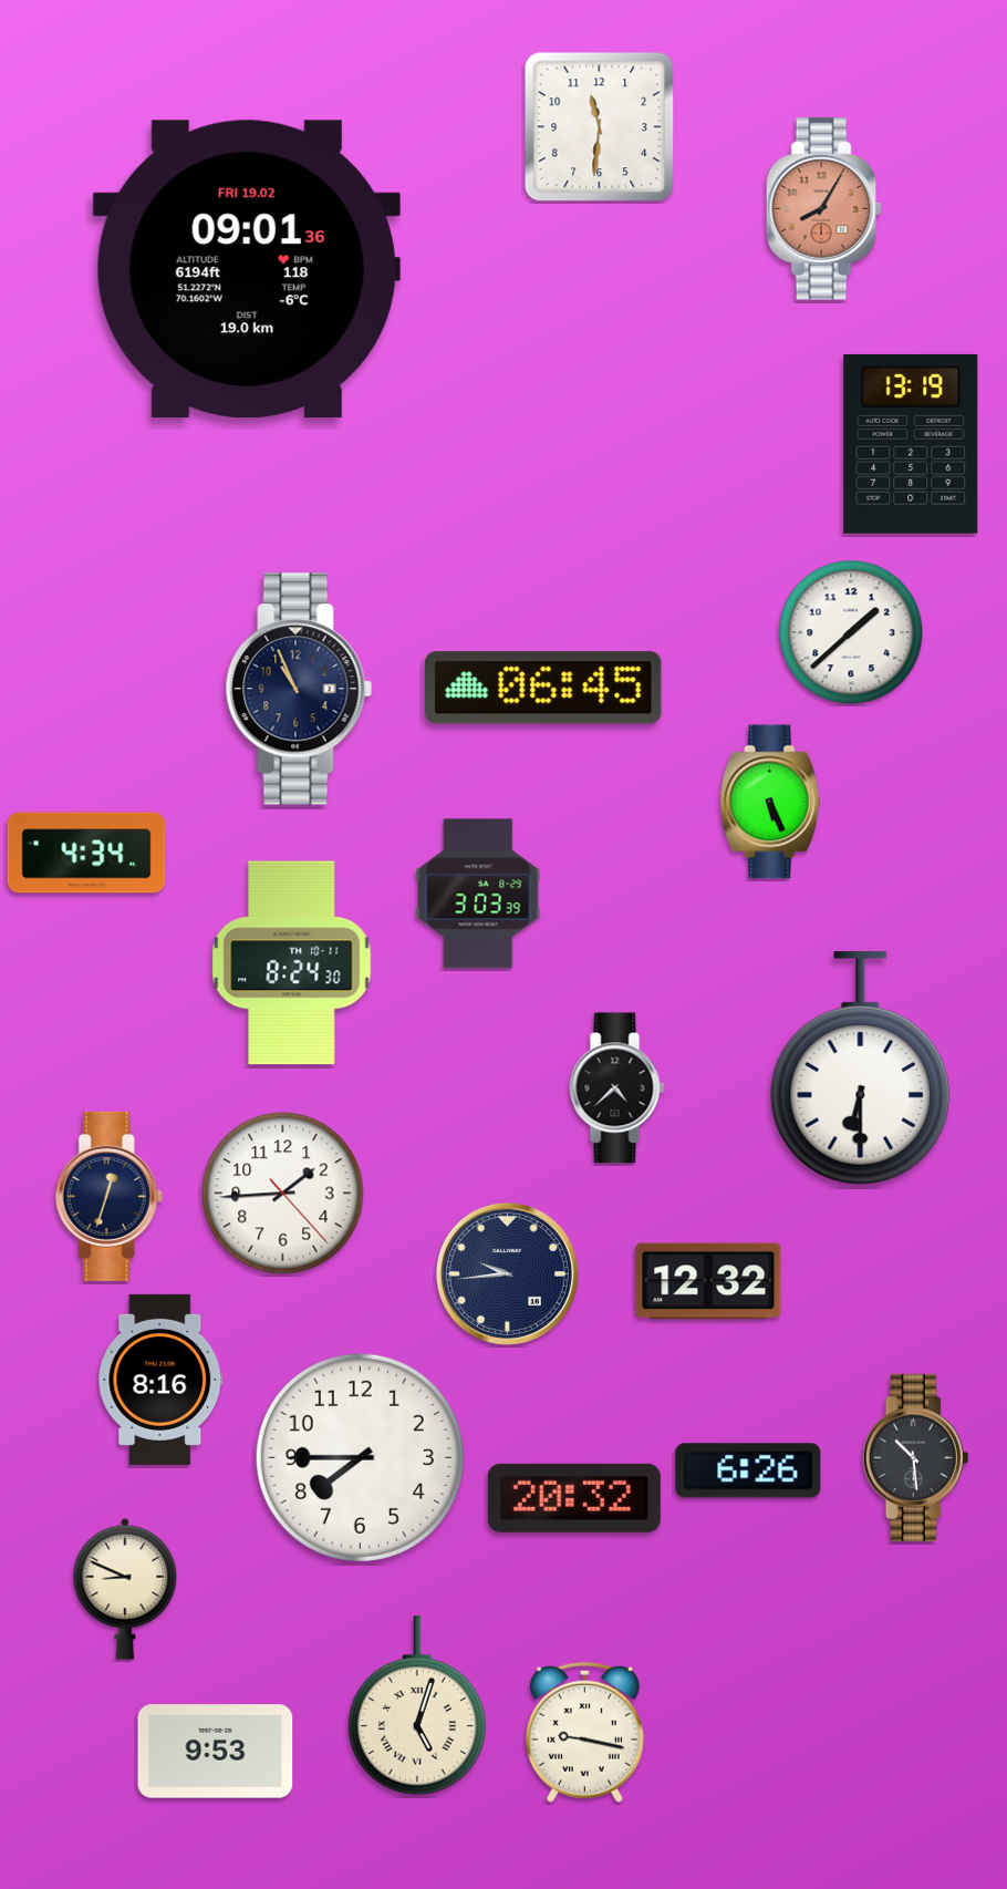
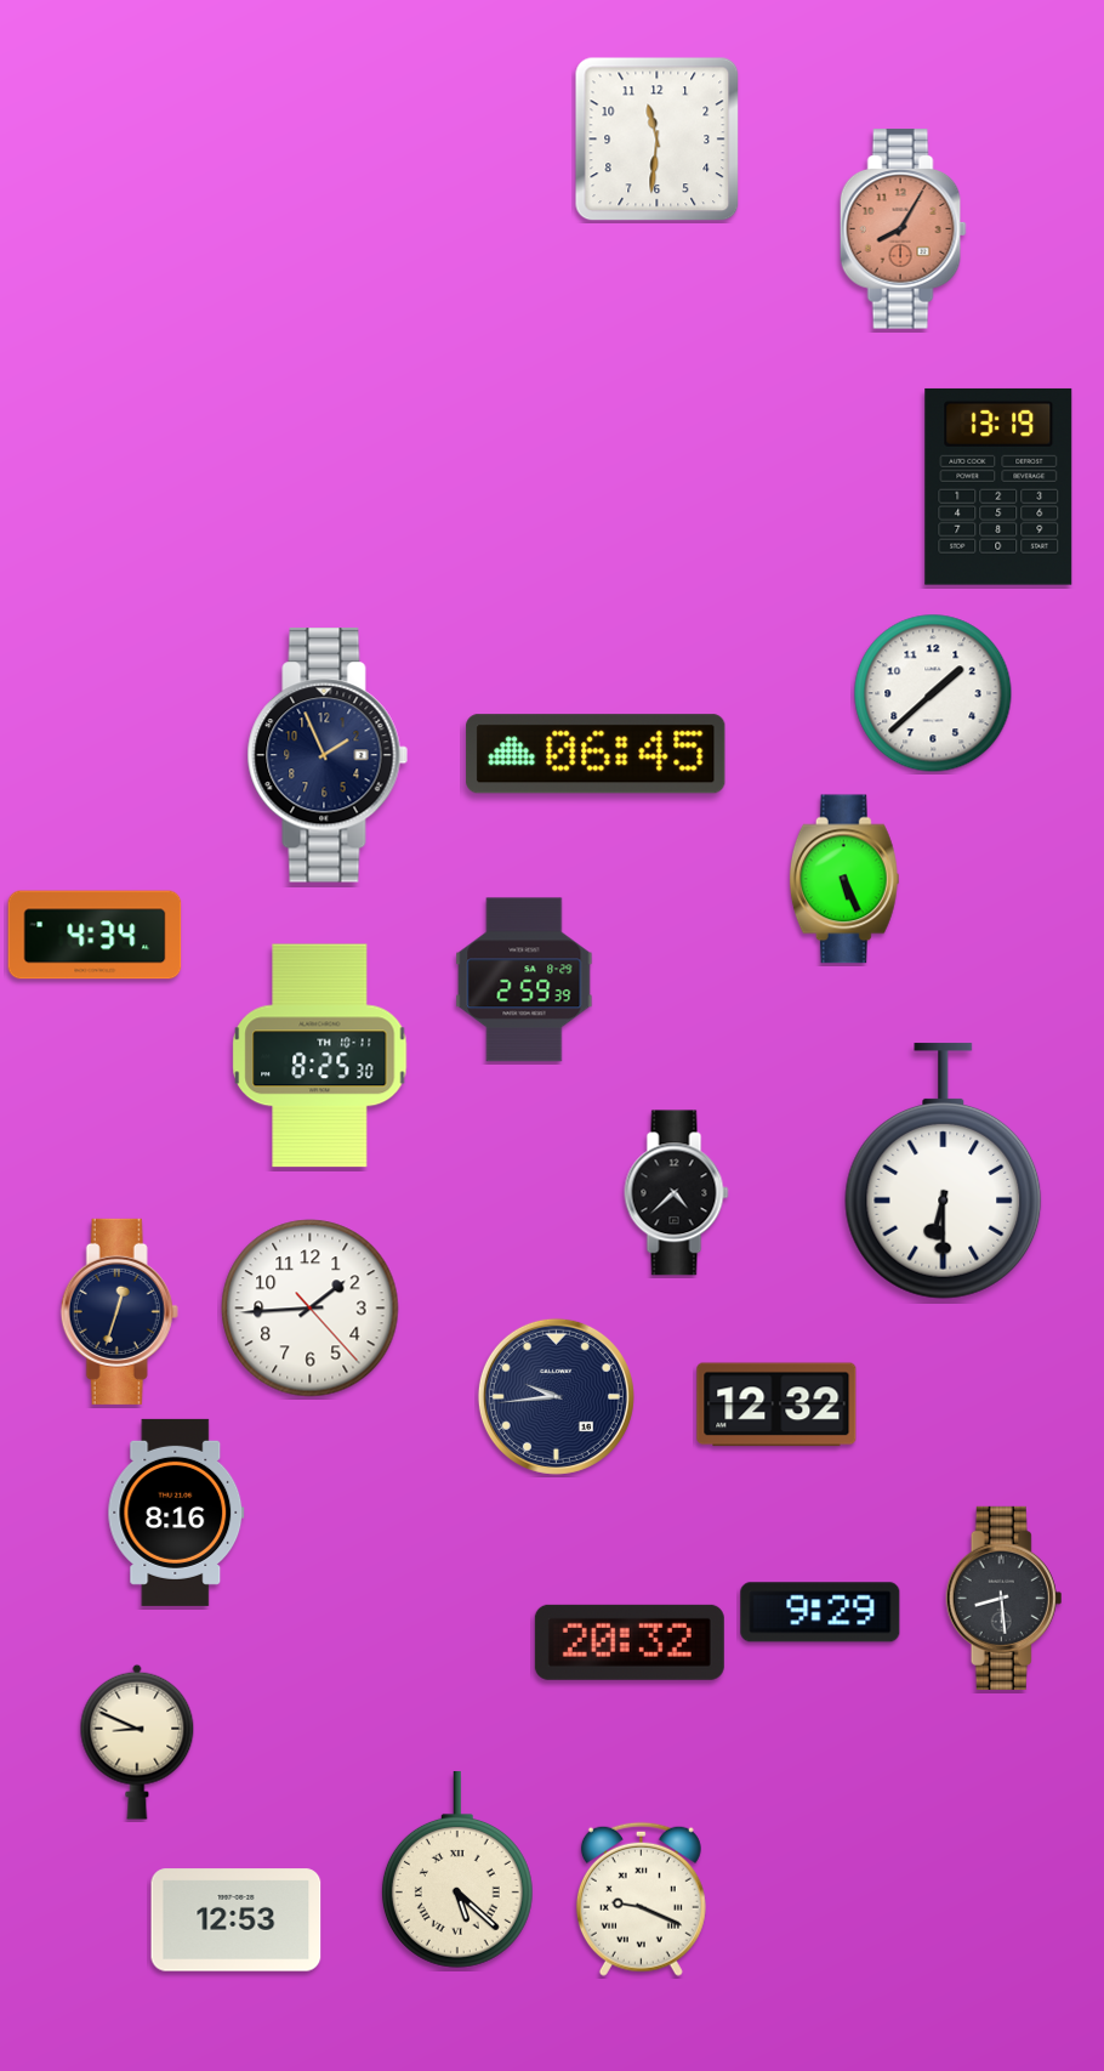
clock at (247, 269): 09:01 -> none
clock at (299, 689): 10:56 -> 1:56
clock at (478, 894): 3:03 -> 2:59
clock at (292, 963): 8:24 -> 8:25
clock at (360, 1457): 7:45 -> none
clock at (916, 1457): 10:29 -> 8:29
clock at (748, 1470): 6:26 -> 9:29
clock at (417, 1706): 5:03 -> 5:22
clock at (584, 1732): 9:17 -> 9:19
clock at (216, 1752): 9:53 -> 12:53
